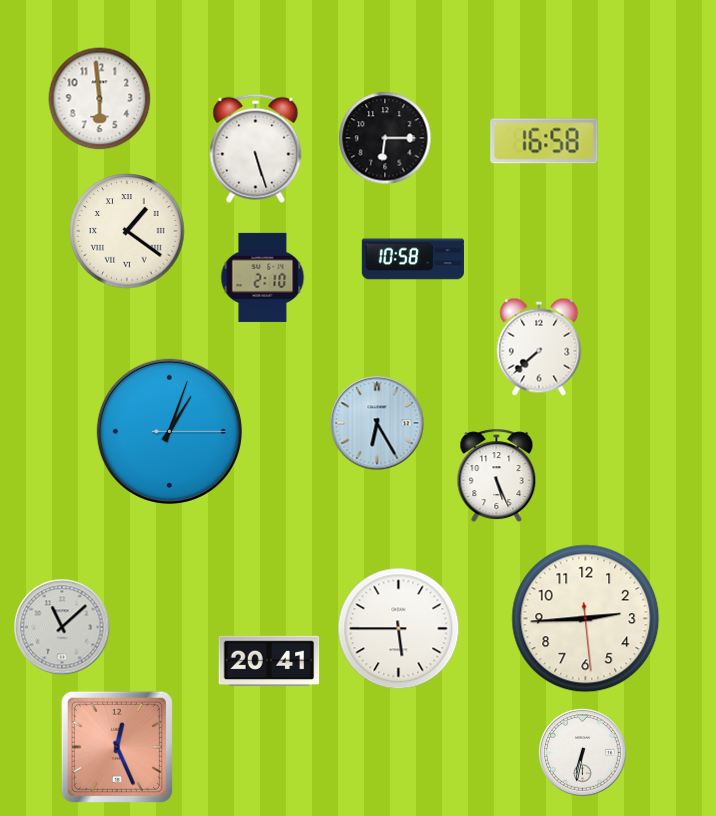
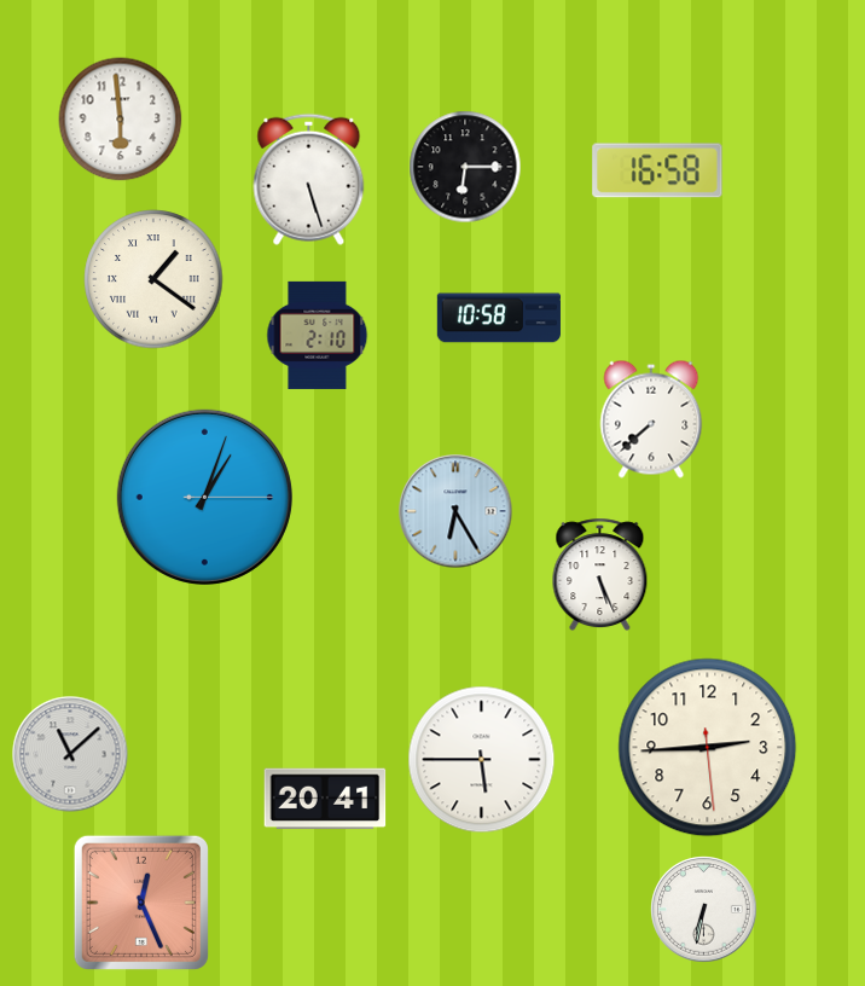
clock at (413, 259) position: (413, 259) -> (499, 318)
clock at (169, 431) position: (169, 431) -> (204, 497)
clock at (62, 627) position: (62, 627) -> (70, 754)
